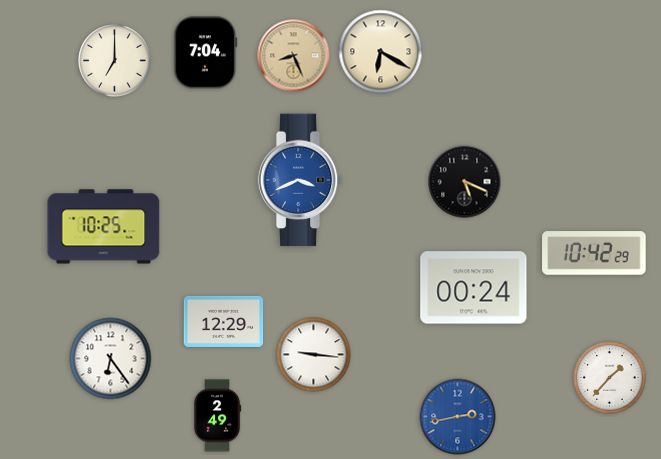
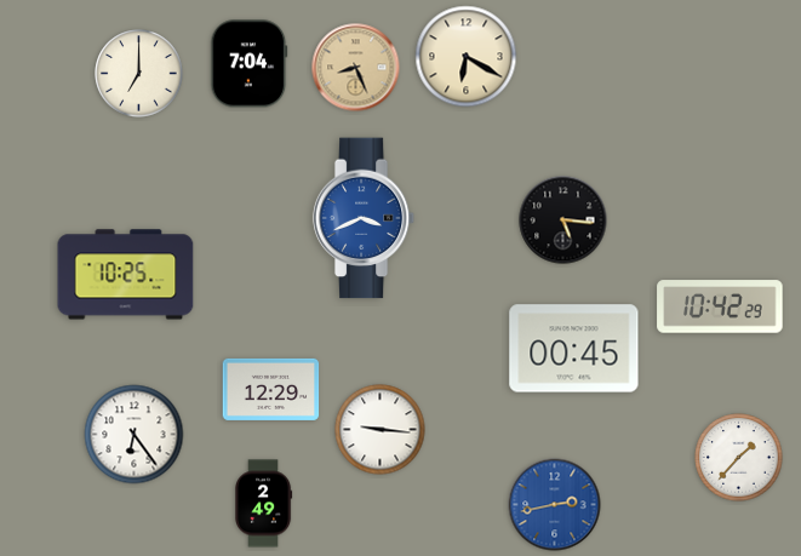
clock at (381, 52) position: (381, 52) -> (467, 57)
clock at (465, 182): 5:19 -> 5:16
clock at (474, 288): 00:24 -> 00:45
